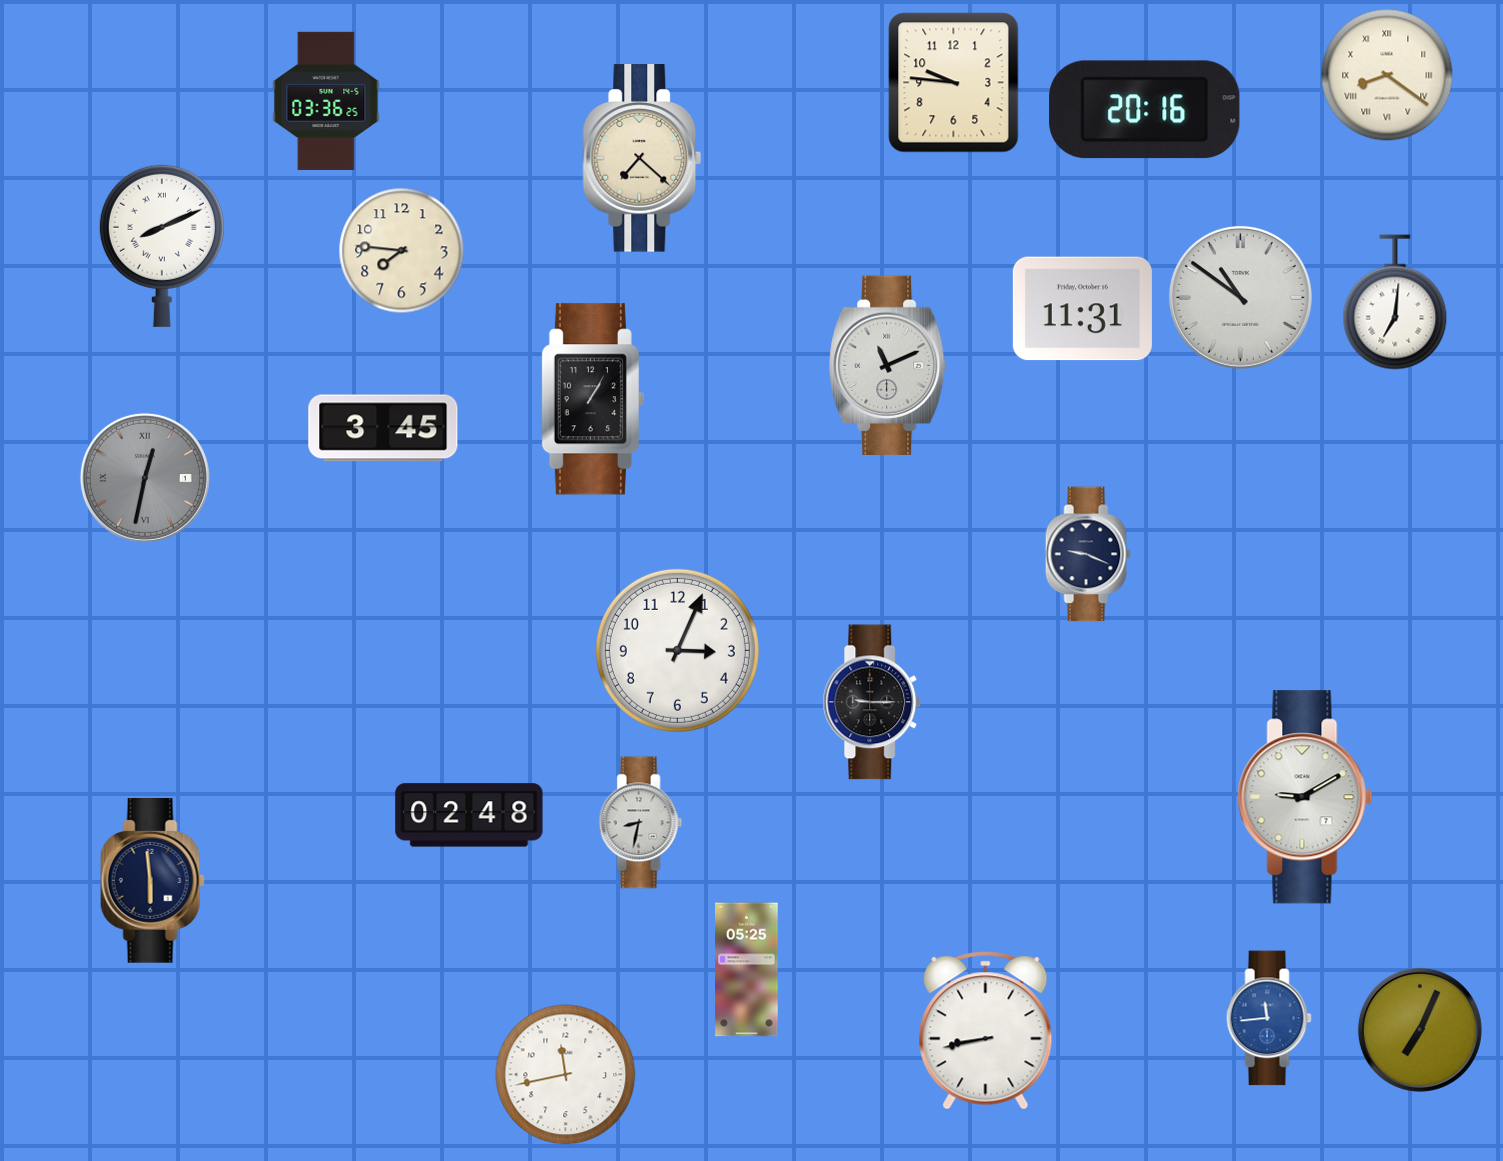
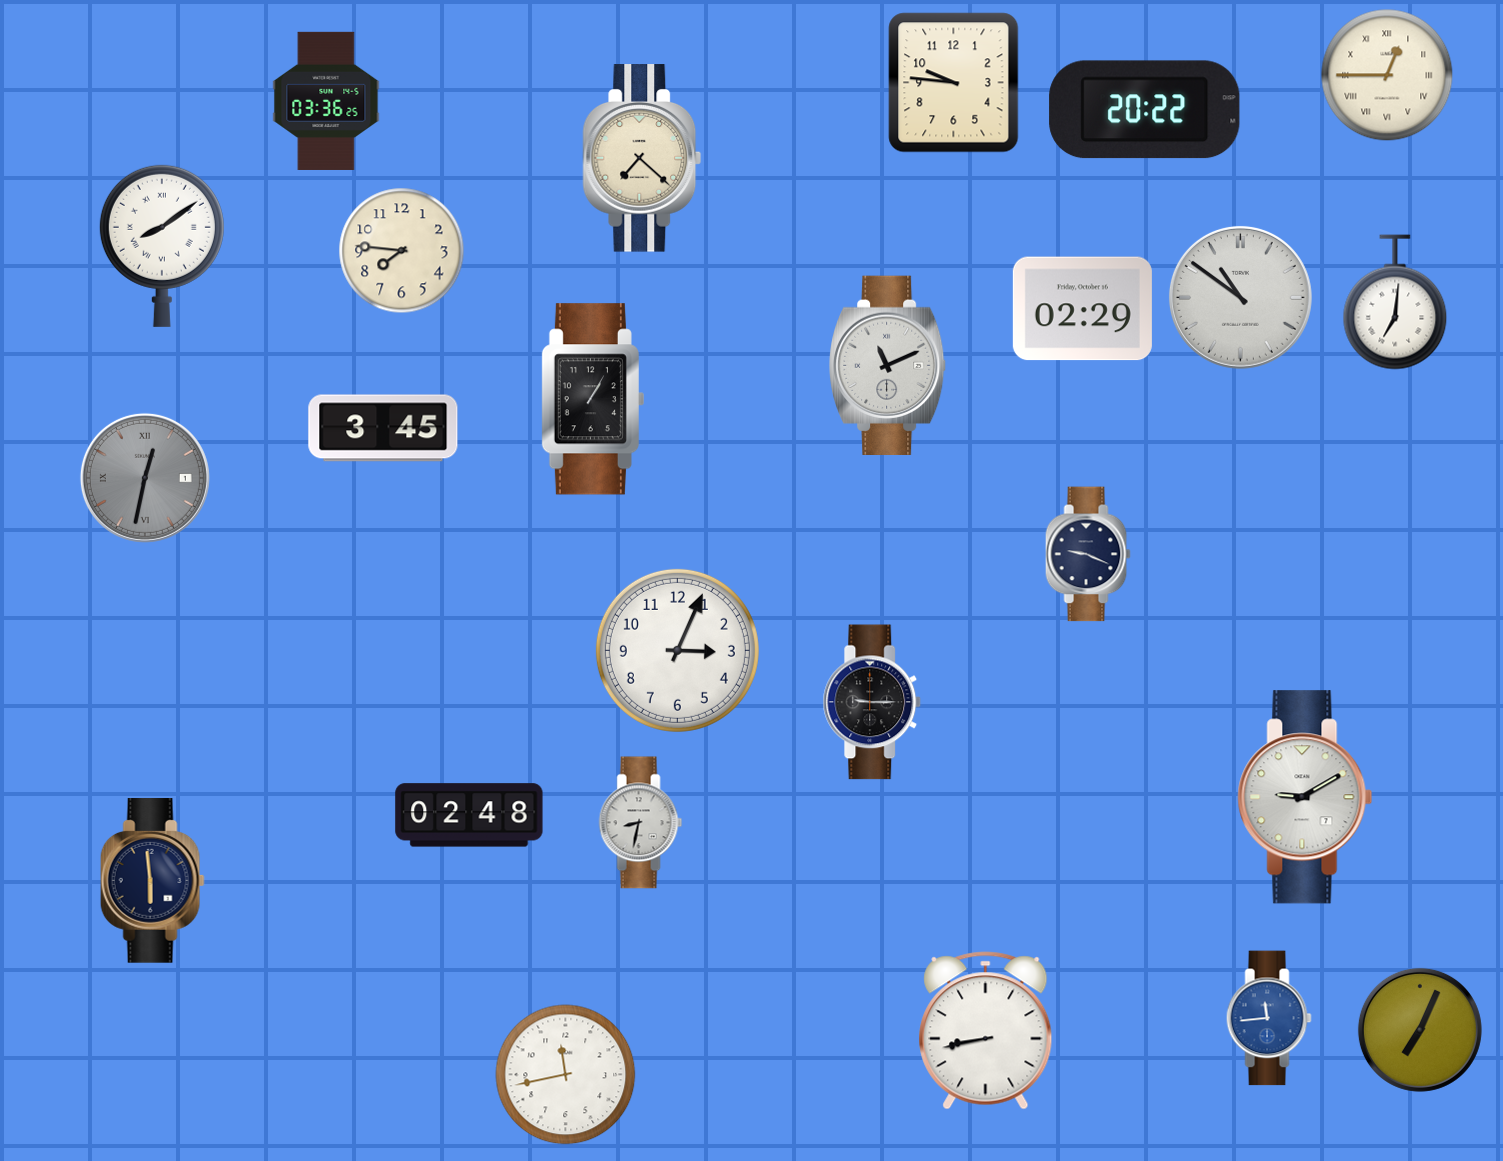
clock at (1387, 75): 8:21 -> 12:45
clock at (1145, 110): 20:16 -> 20:22
clock at (162, 246): 8:11 -> 8:09
clock at (1082, 309): 11:31 -> 02:29
clock at (747, 970): 05:25 -> none
